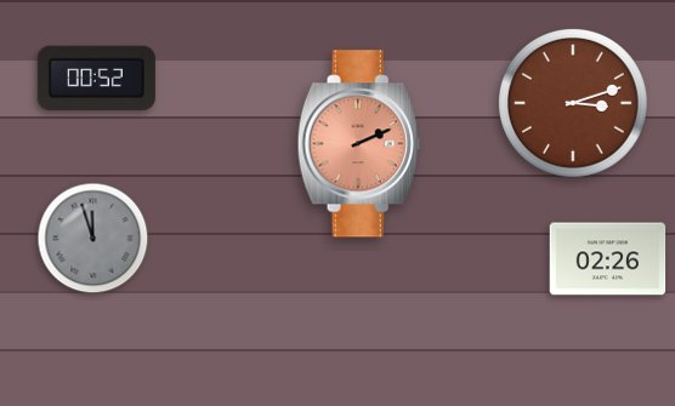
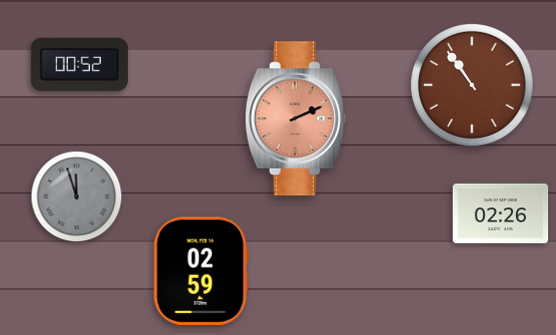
clock at (573, 103): 3:12 -> 10:54
clock at (201, 270): none -> 02:59
